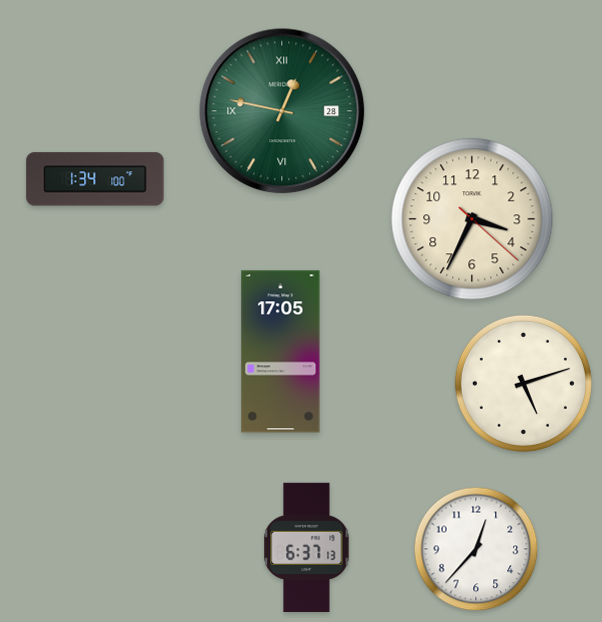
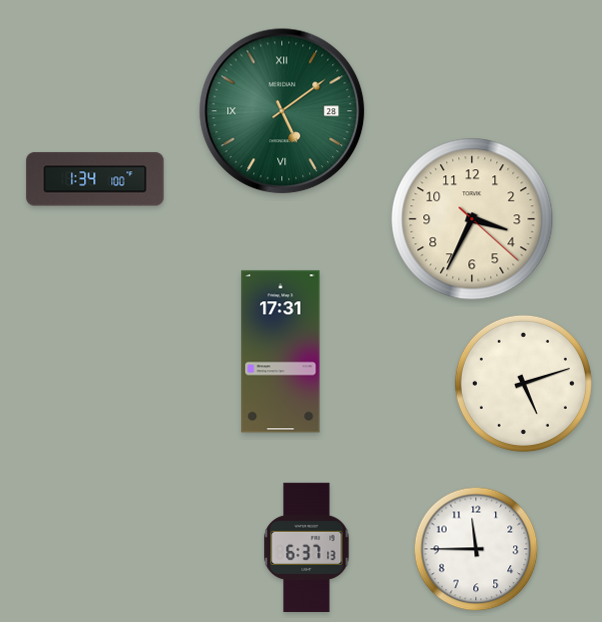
clock at (282, 111): 12:47 -> 5:09
clock at (281, 352): 17:05 -> 17:31
clock at (476, 549): 12:37 -> 11:45
